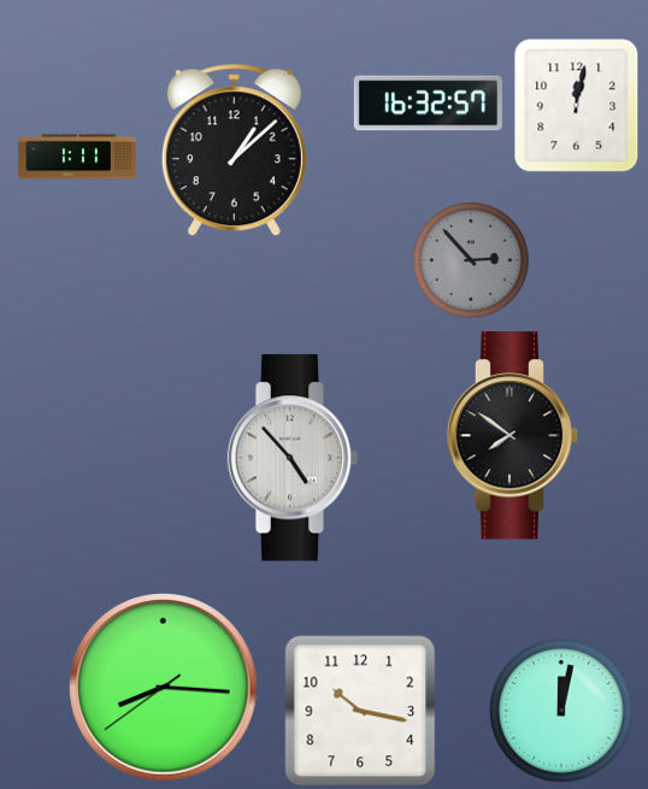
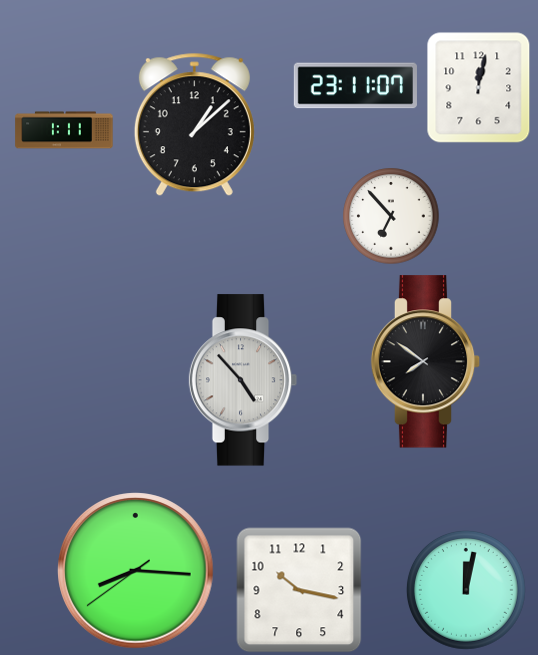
clock at (428, 104): 16:32 -> 23:11
clock at (471, 260): 2:53 -> 6:53
clock at (471, 260) dial: grey -> white
